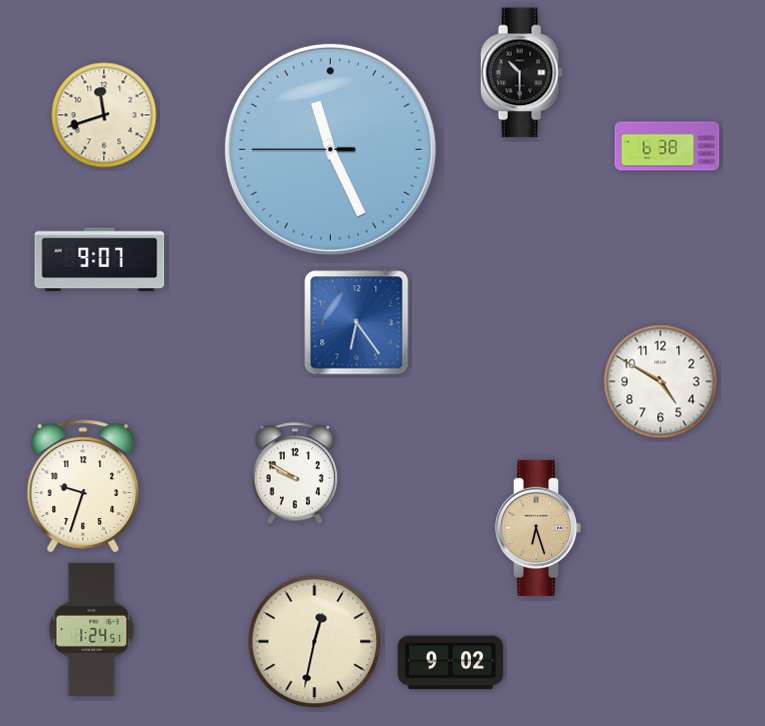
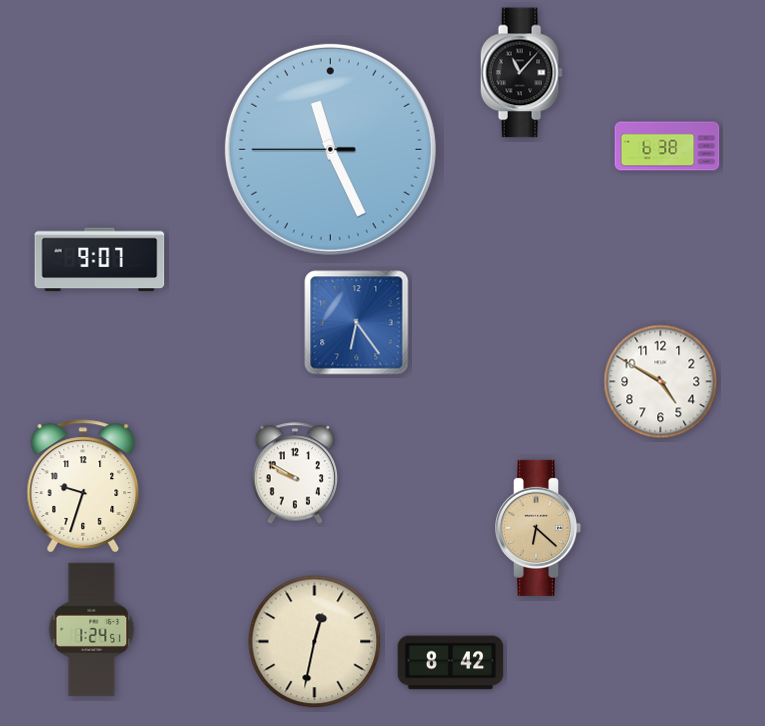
clock at (521, 73): 10:30 -> 11:07
clock at (104, 115): 11:42 -> none
clock at (539, 528): 6:27 -> 6:22
clock at (451, 663): 9:02 -> 8:42
